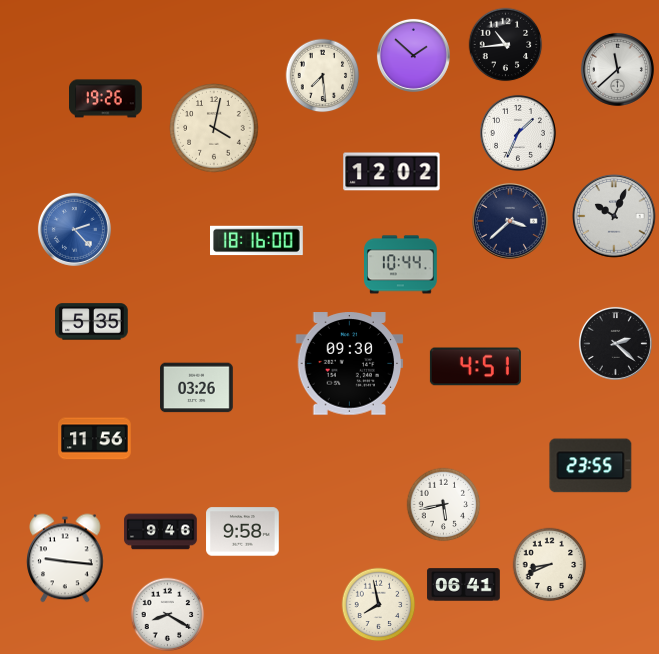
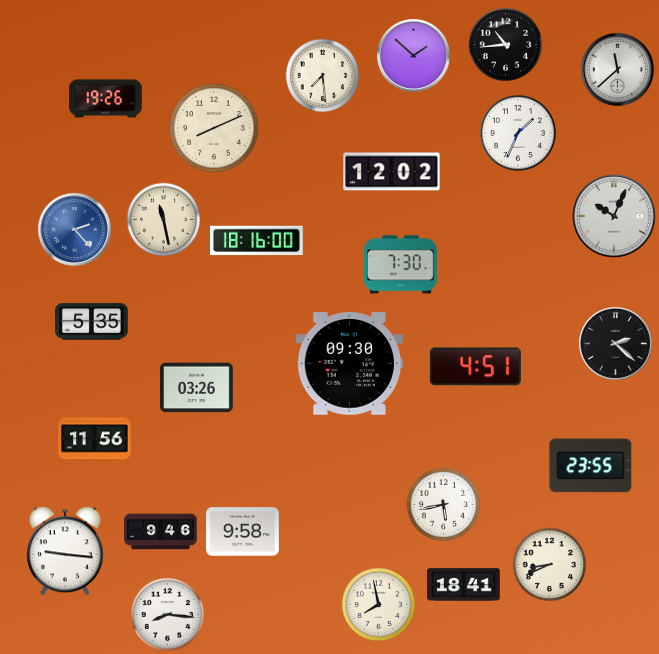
clock at (214, 128): 4:02 -> 8:11
clock at (164, 220): none -> 11:28
clock at (510, 221): 3:38 -> none
clock at (401, 265): 10:44 -> 7:30
clock at (65, 558) position: (65, 558) -> (65, 551)
clock at (464, 585): 06:41 -> 18:41
clock at (168, 615): 8:20 -> 8:16
